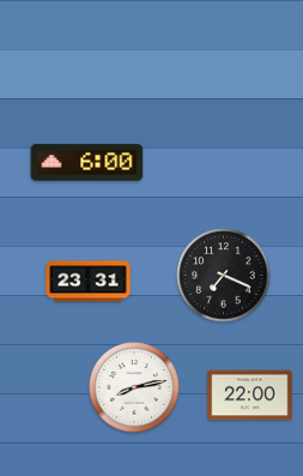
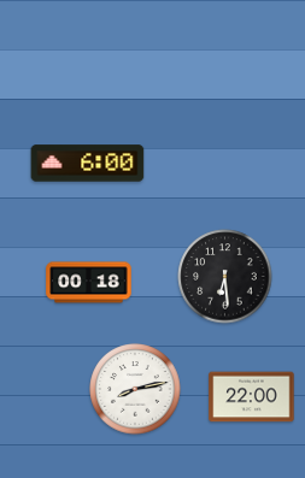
clock at (224, 276): 7:19 -> 6:29
clock at (89, 282): 23:31 -> 00:18
